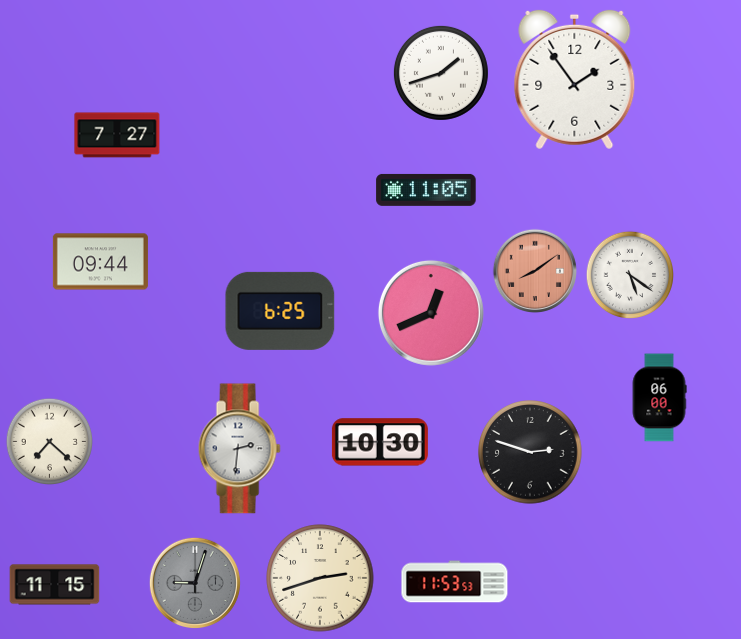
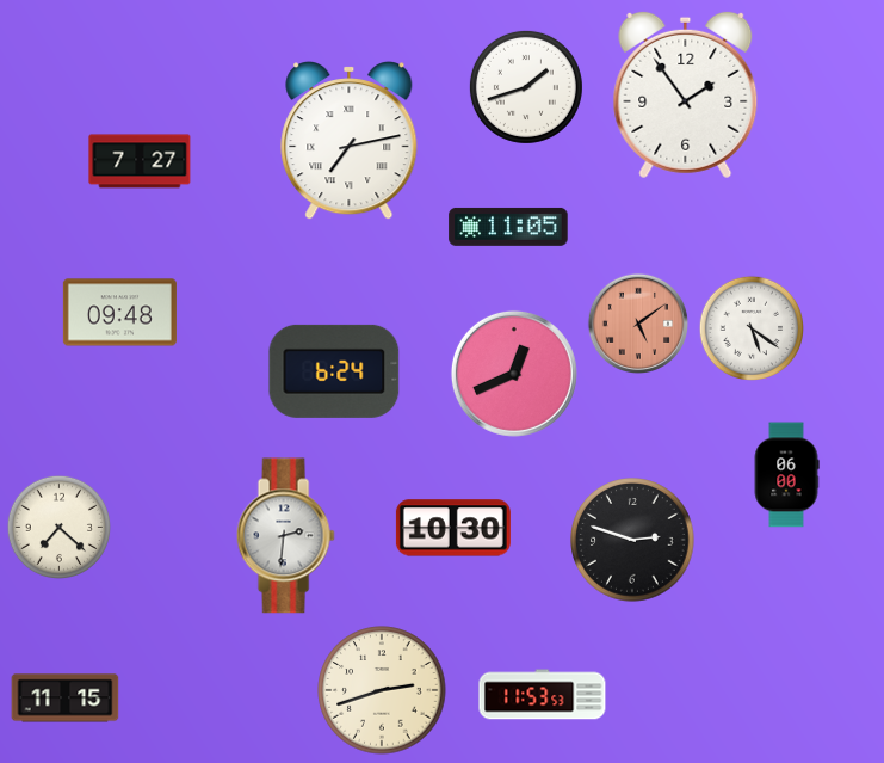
clock at (350, 141): none -> 7:13
clock at (100, 262): 09:44 -> 09:48
clock at (534, 270): 8:09 -> 5:09
clock at (280, 311): 6:25 -> 6:24
clock at (195, 583): 9:03 -> none
